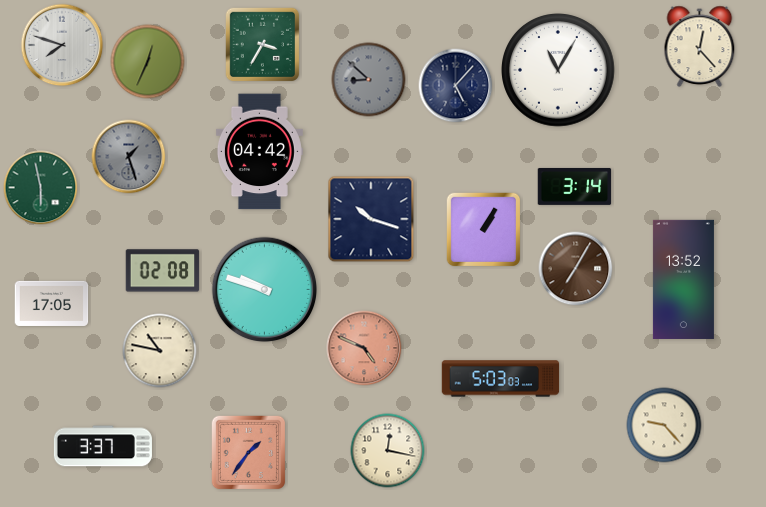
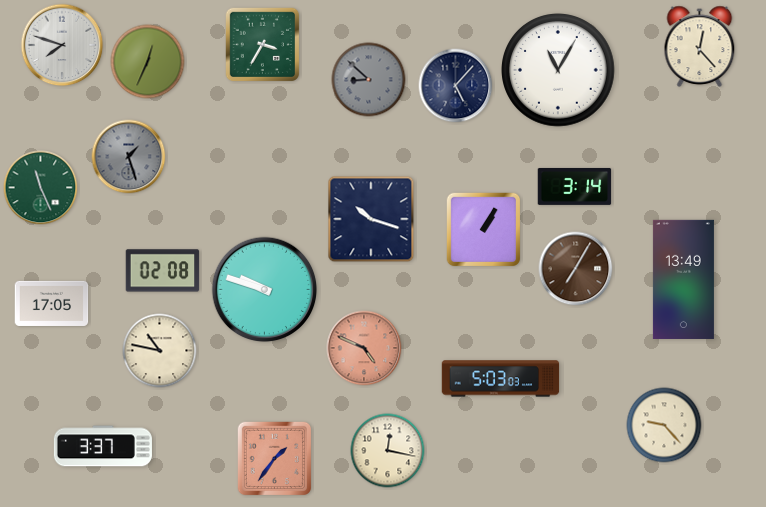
clock at (259, 152): 04:42 -> none
clock at (41, 188): 5:58 -> 11:26
clock at (683, 279): 13:52 -> 13:49
clock at (249, 453) position: (249, 453) -> (275, 459)
